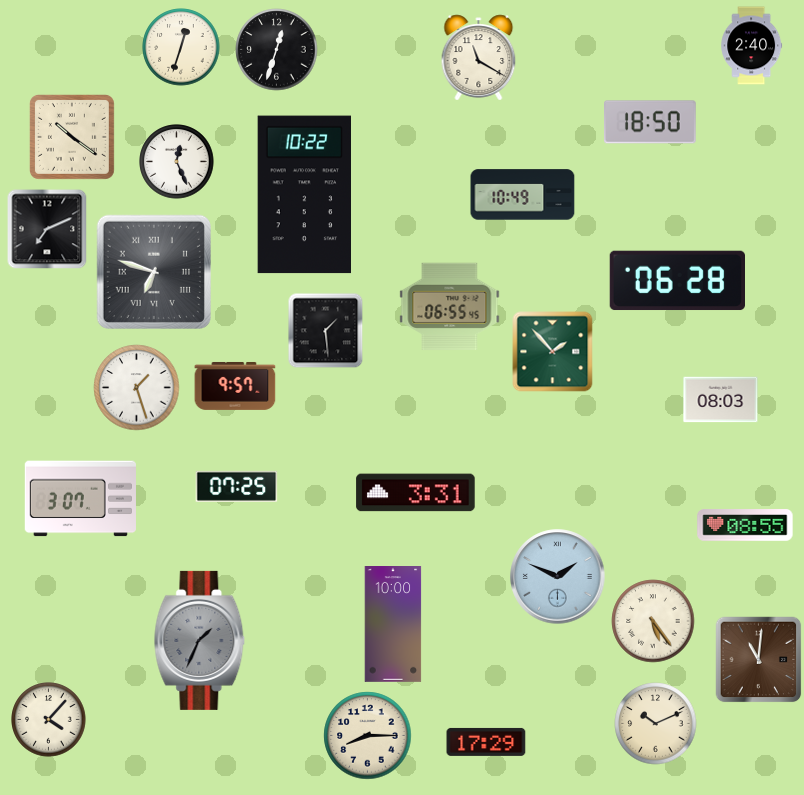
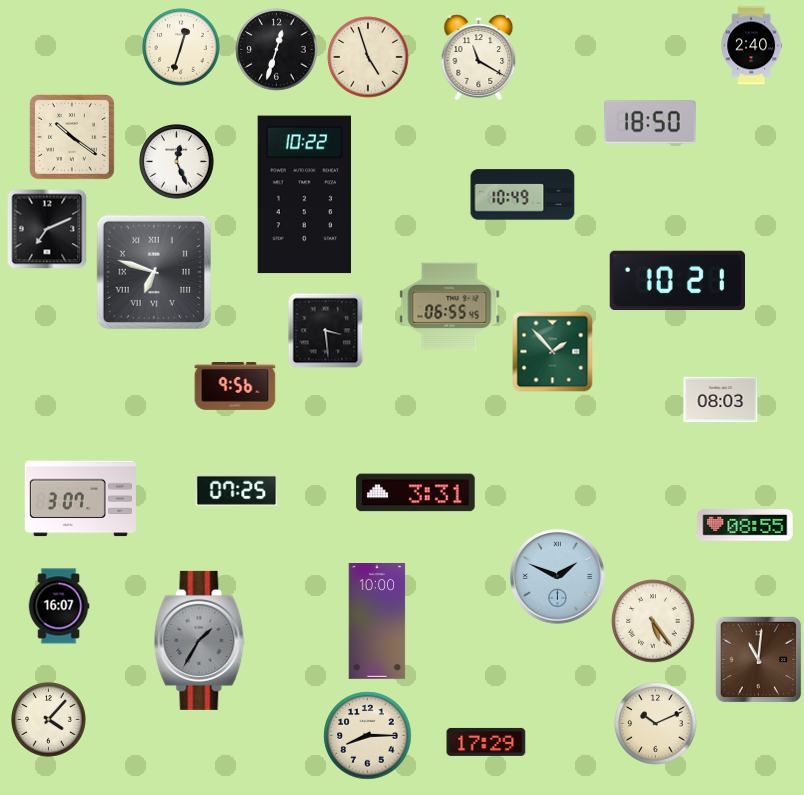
clock at (368, 57): none -> 4:57
clock at (677, 281): 06:28 -> 10:21
clock at (326, 331): 1:29 -> 3:29
clock at (235, 386): 9:57 -> 9:56
clock at (137, 388): 1:27 -> none
clock at (237, 486) position: (237, 486) -> (237, 490)
clock at (59, 606): none -> 16:07
clock at (393, 625) position: (393, 625) -> (377, 622)
clock at (200, 640): 1:34 -> 1:35
